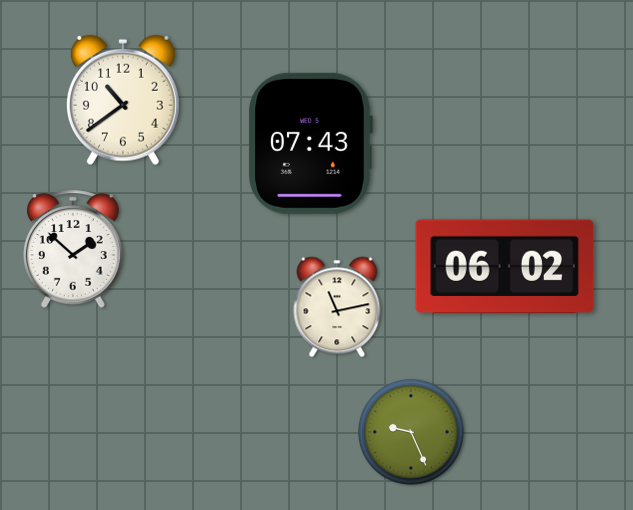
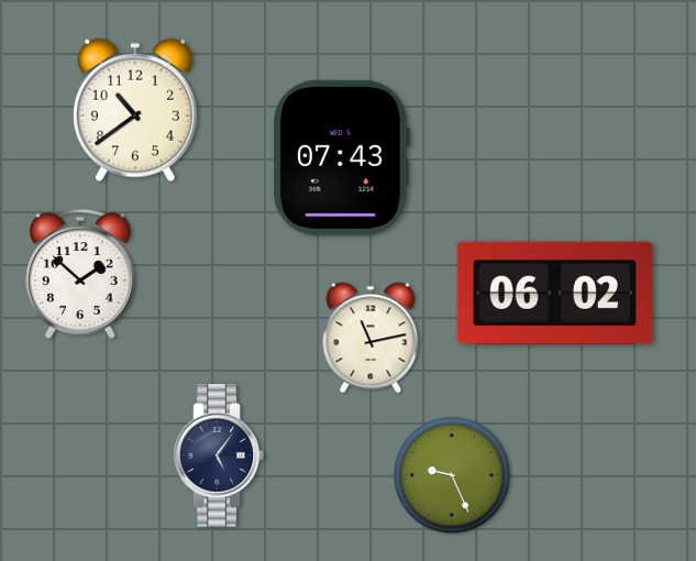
clock at (219, 455): none -> 5:06
